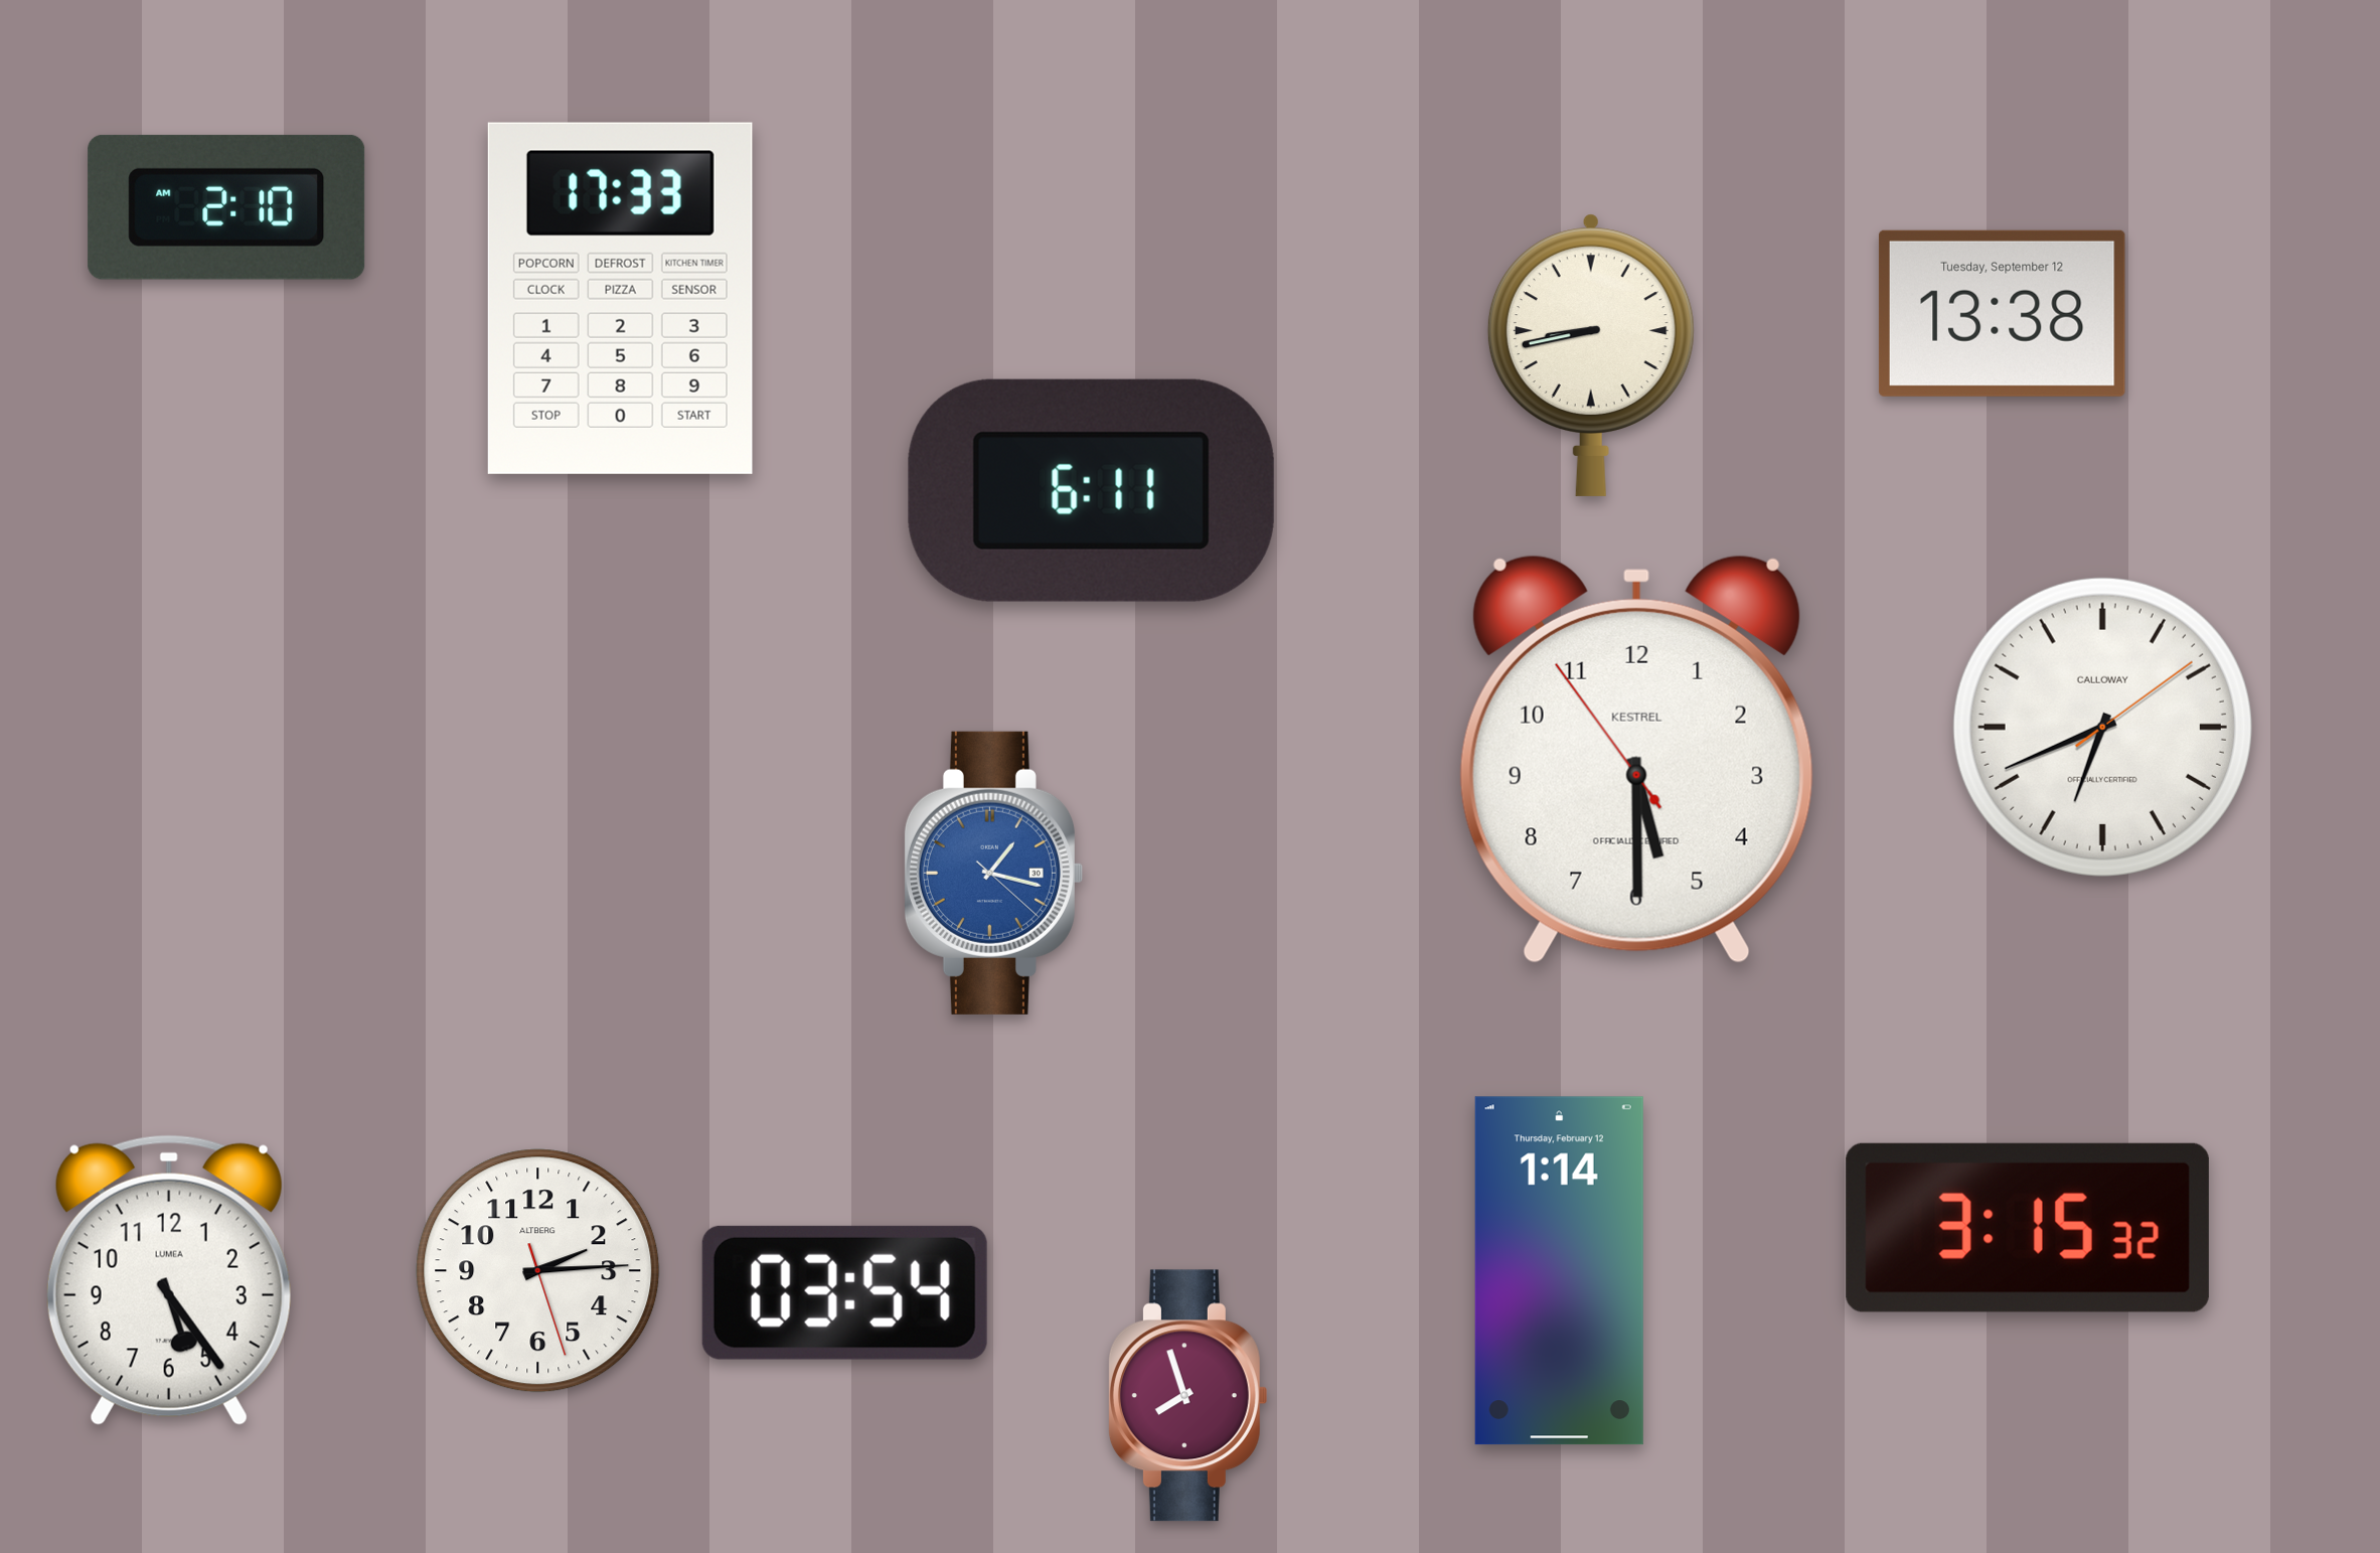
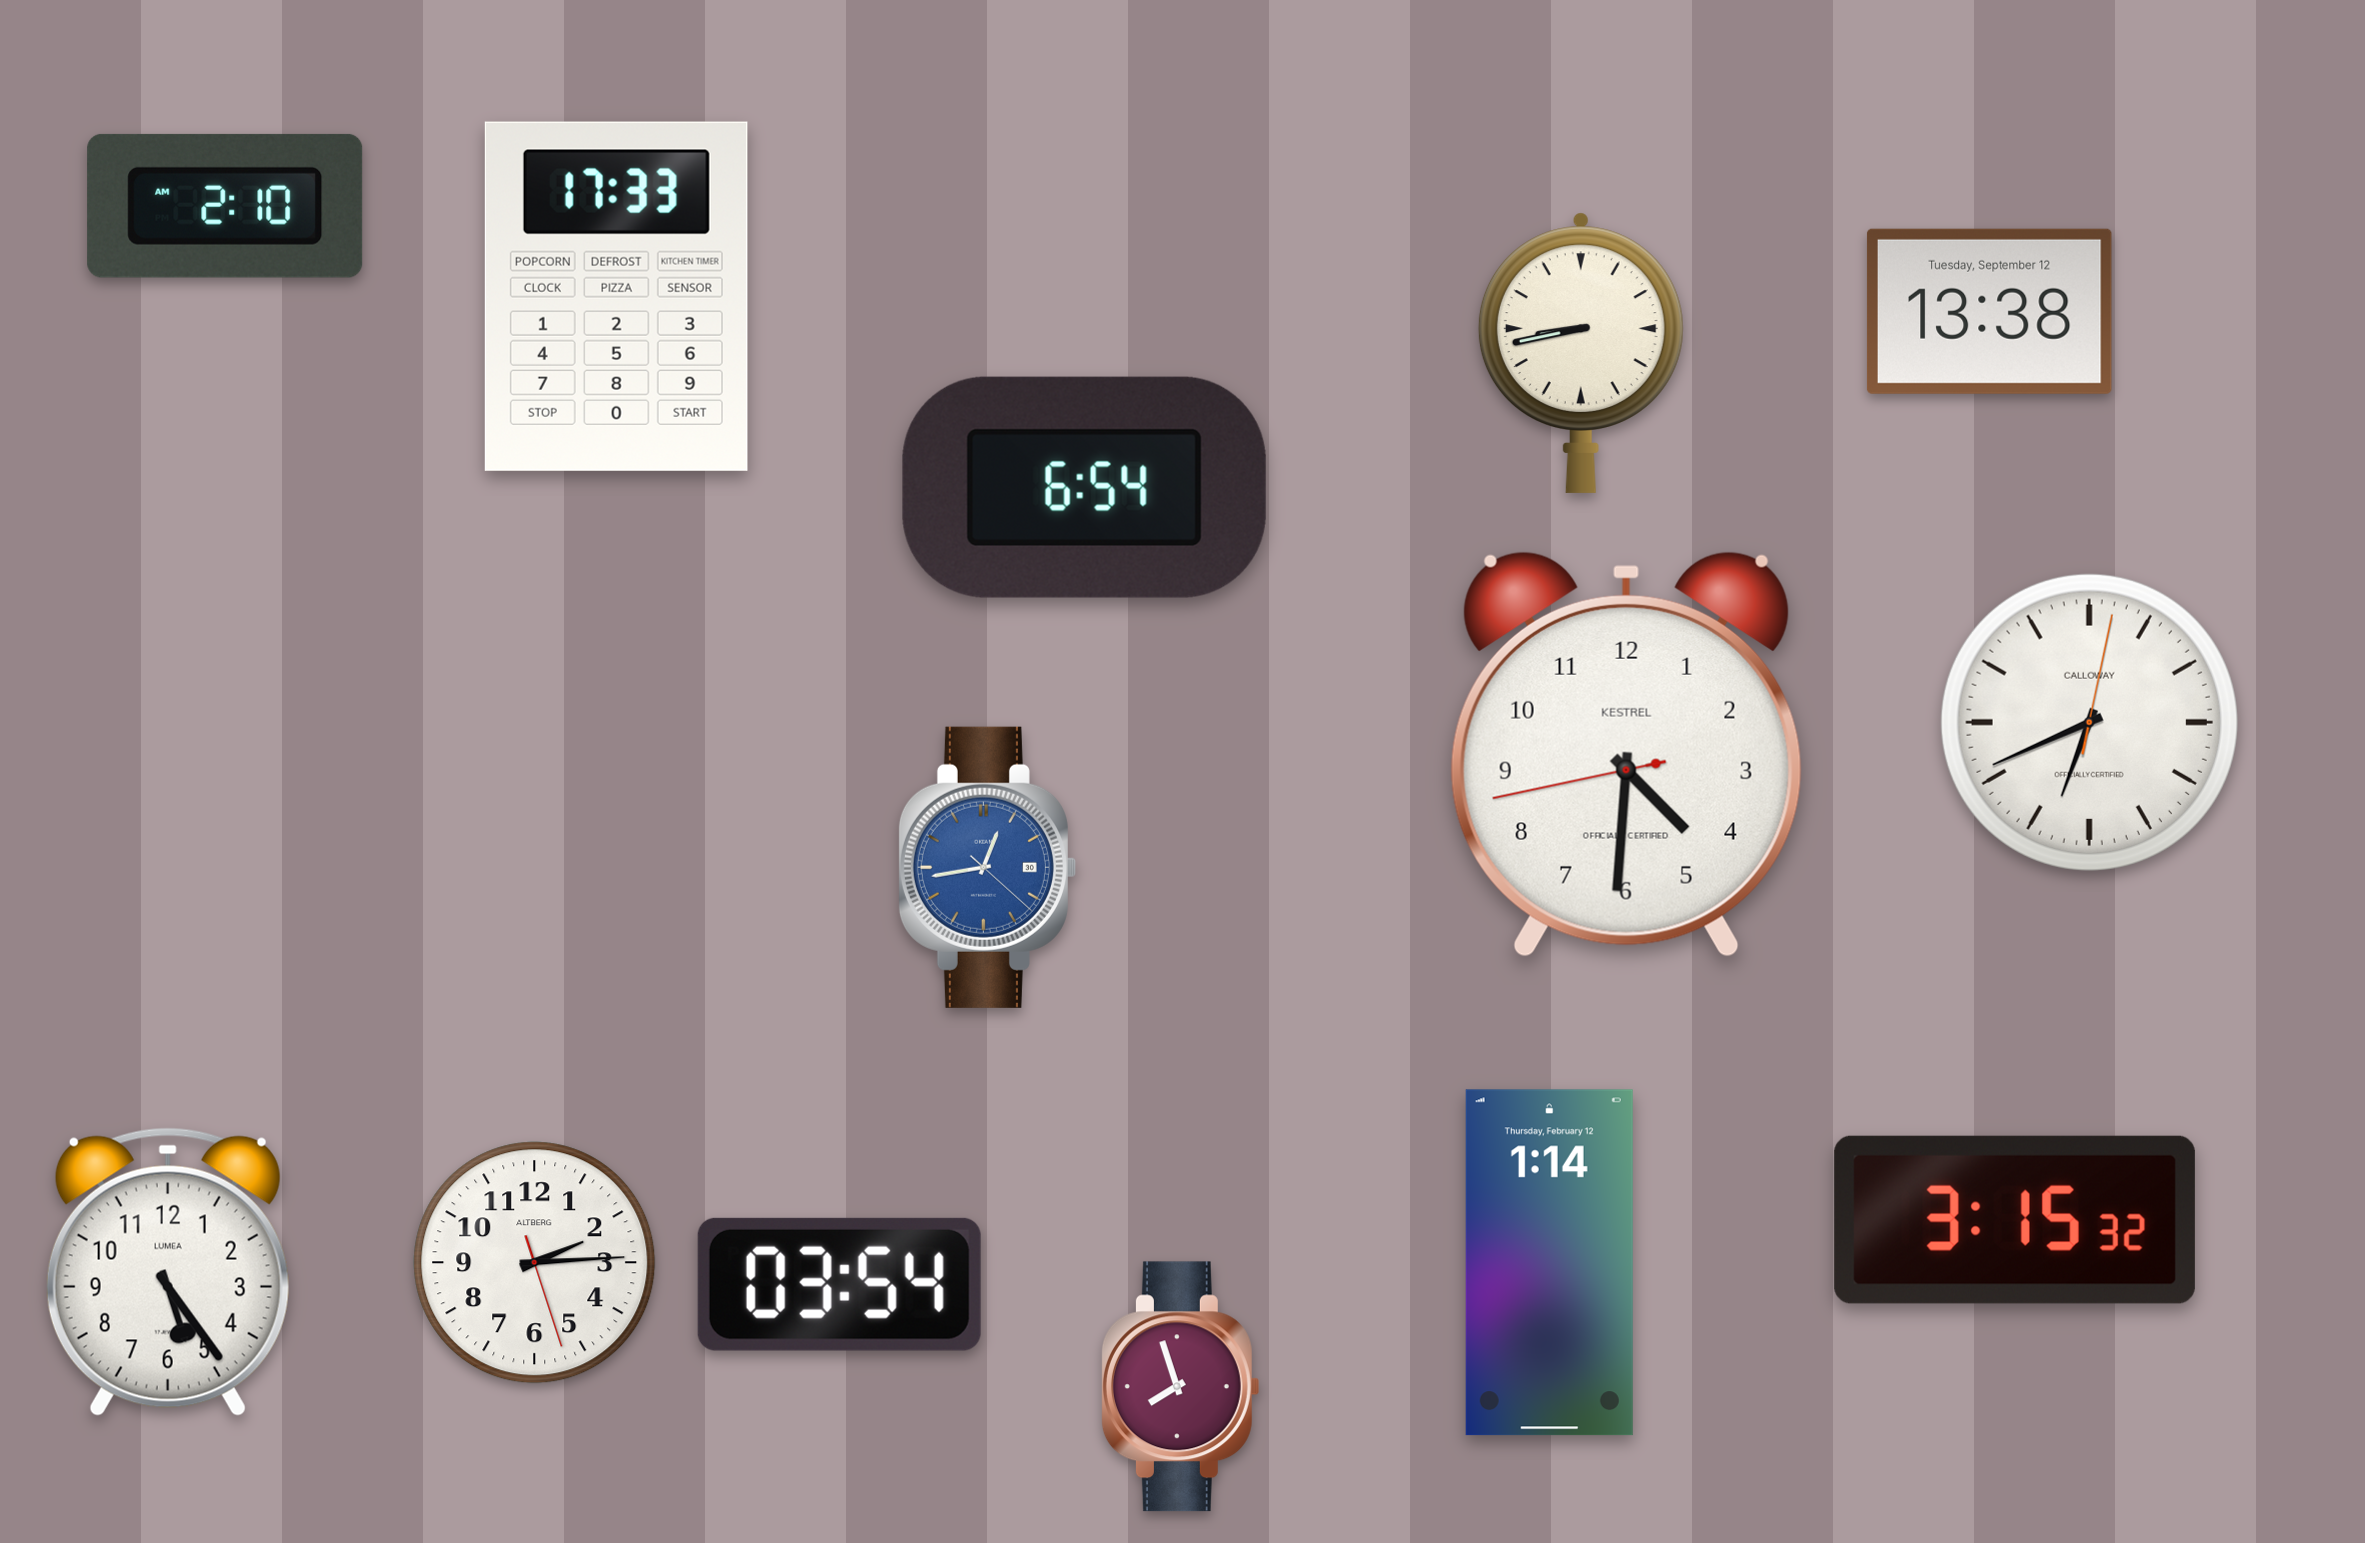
clock at (1091, 490): 6:11 -> 6:54
clock at (2102, 727): 6:41:09 -> 6:41:02
clock at (1636, 759): 5:29 -> 4:30
clock at (993, 873): 1:17 -> 12:43
